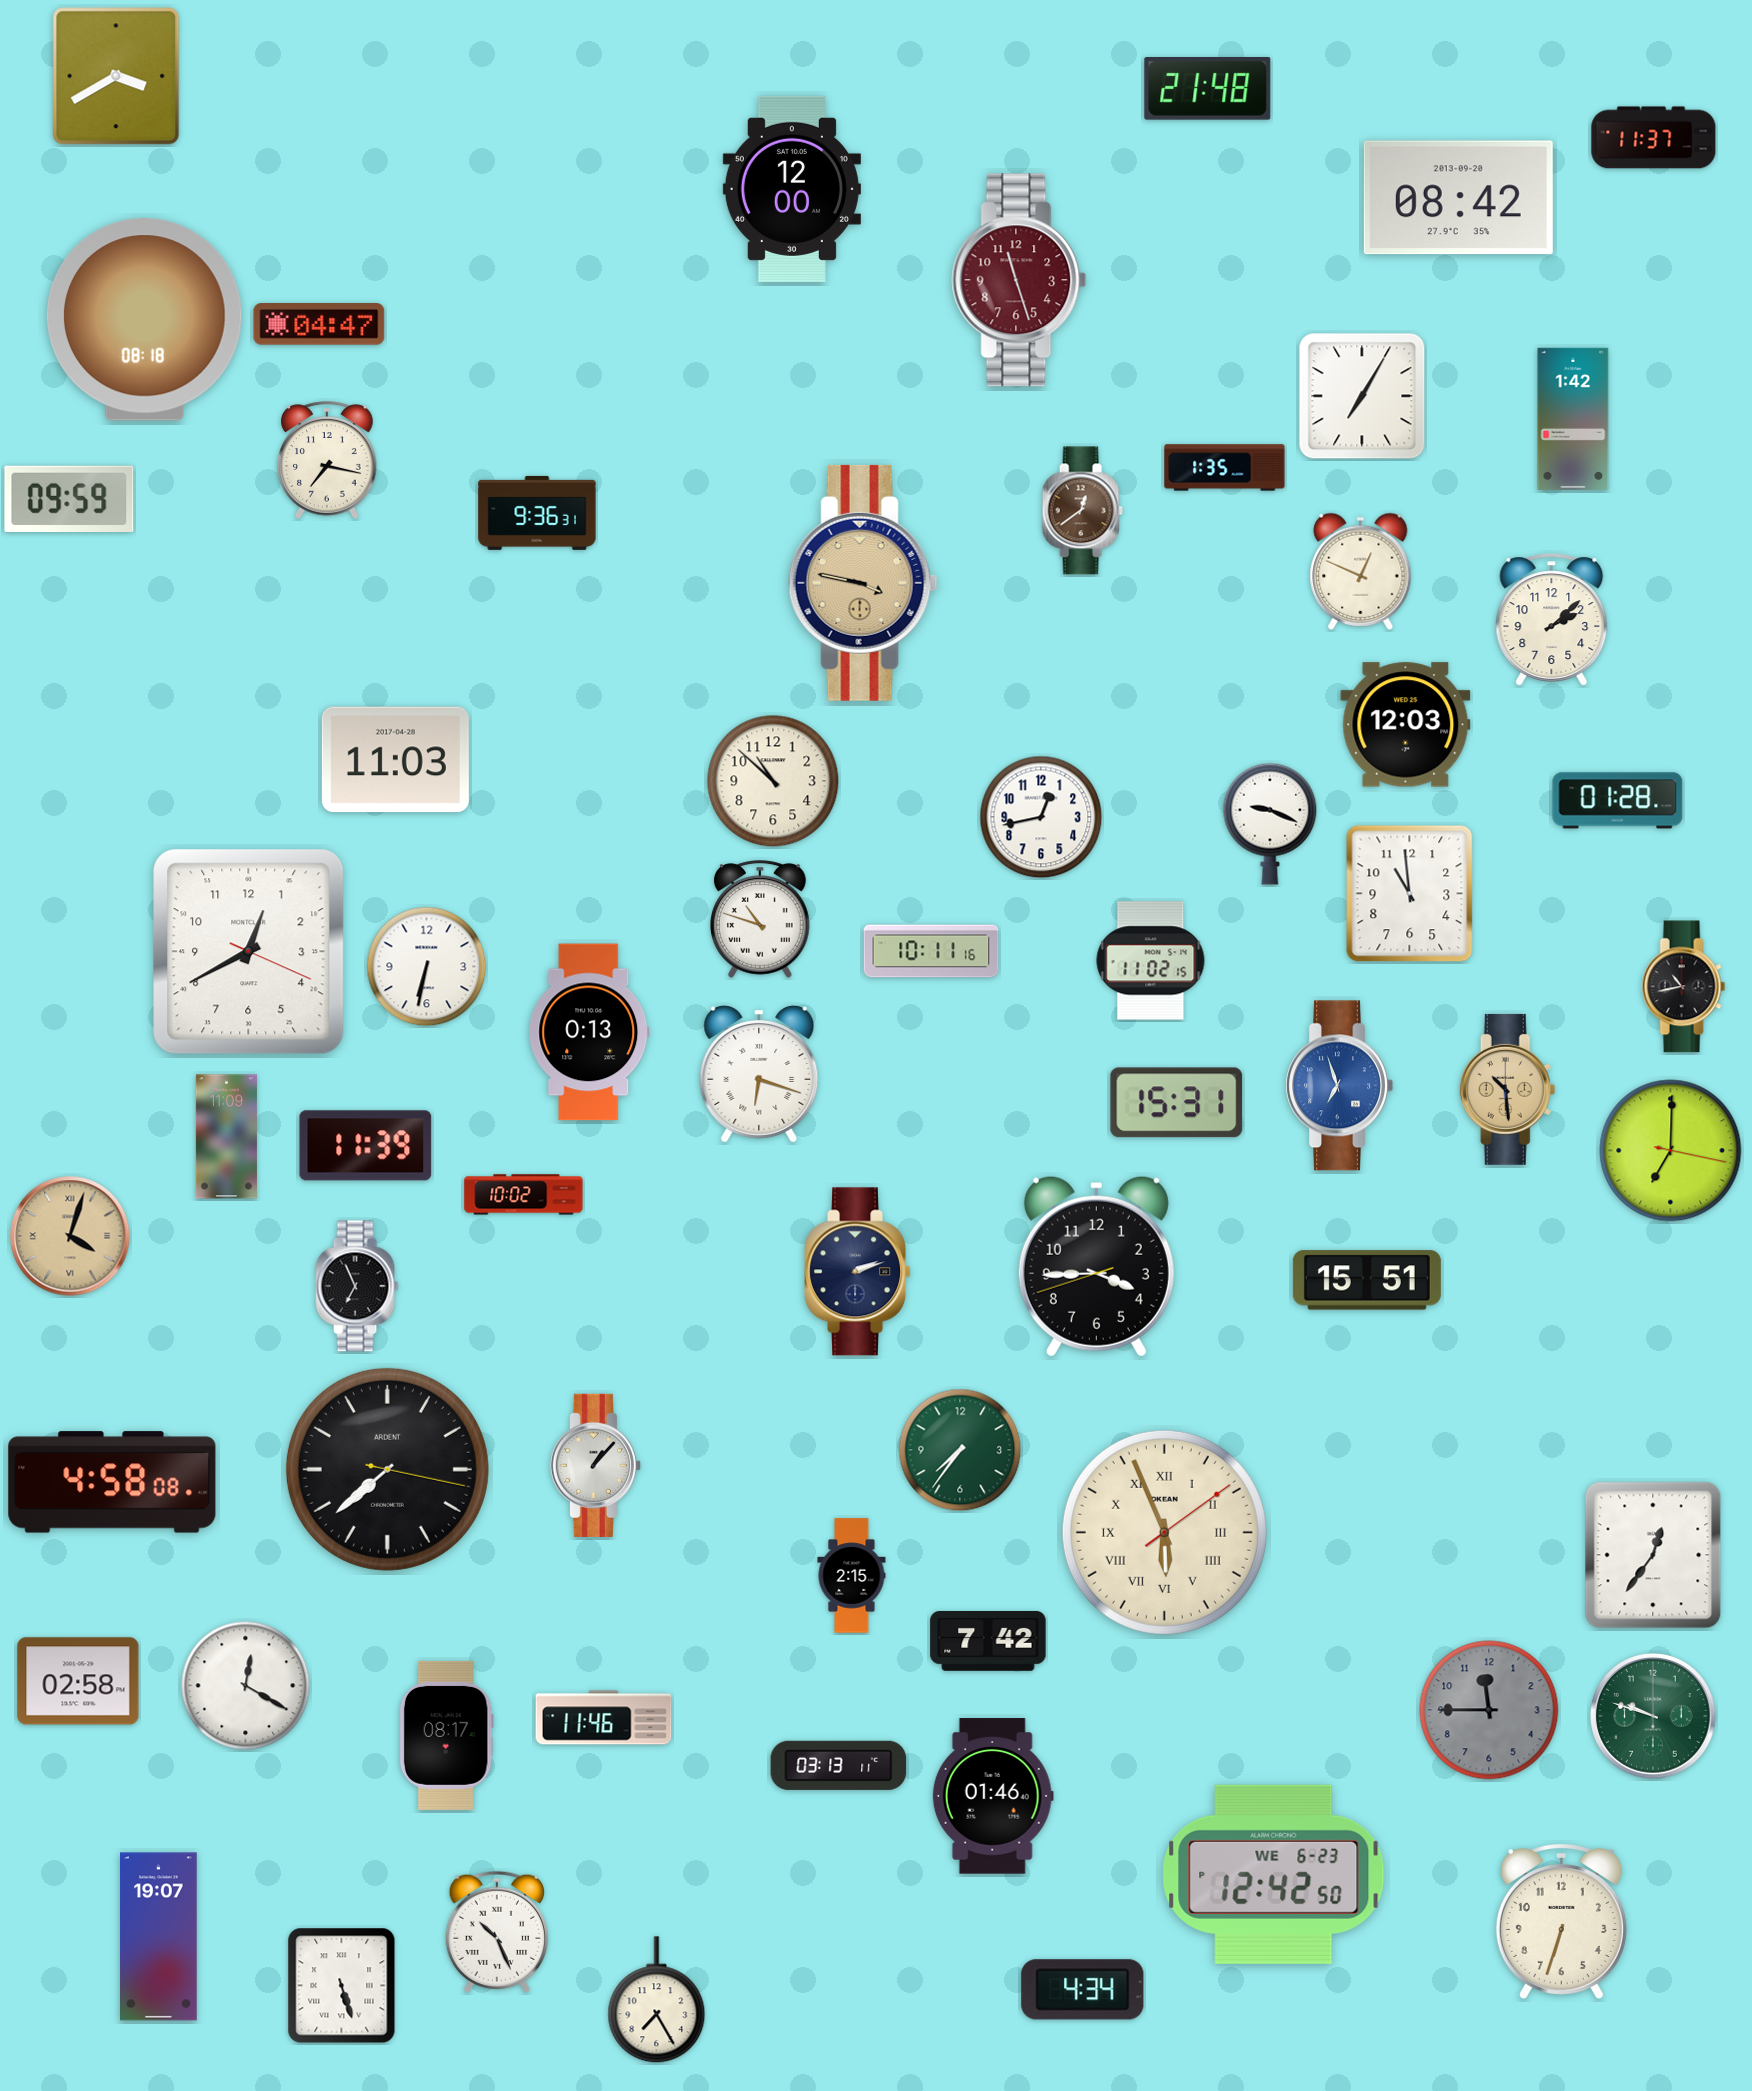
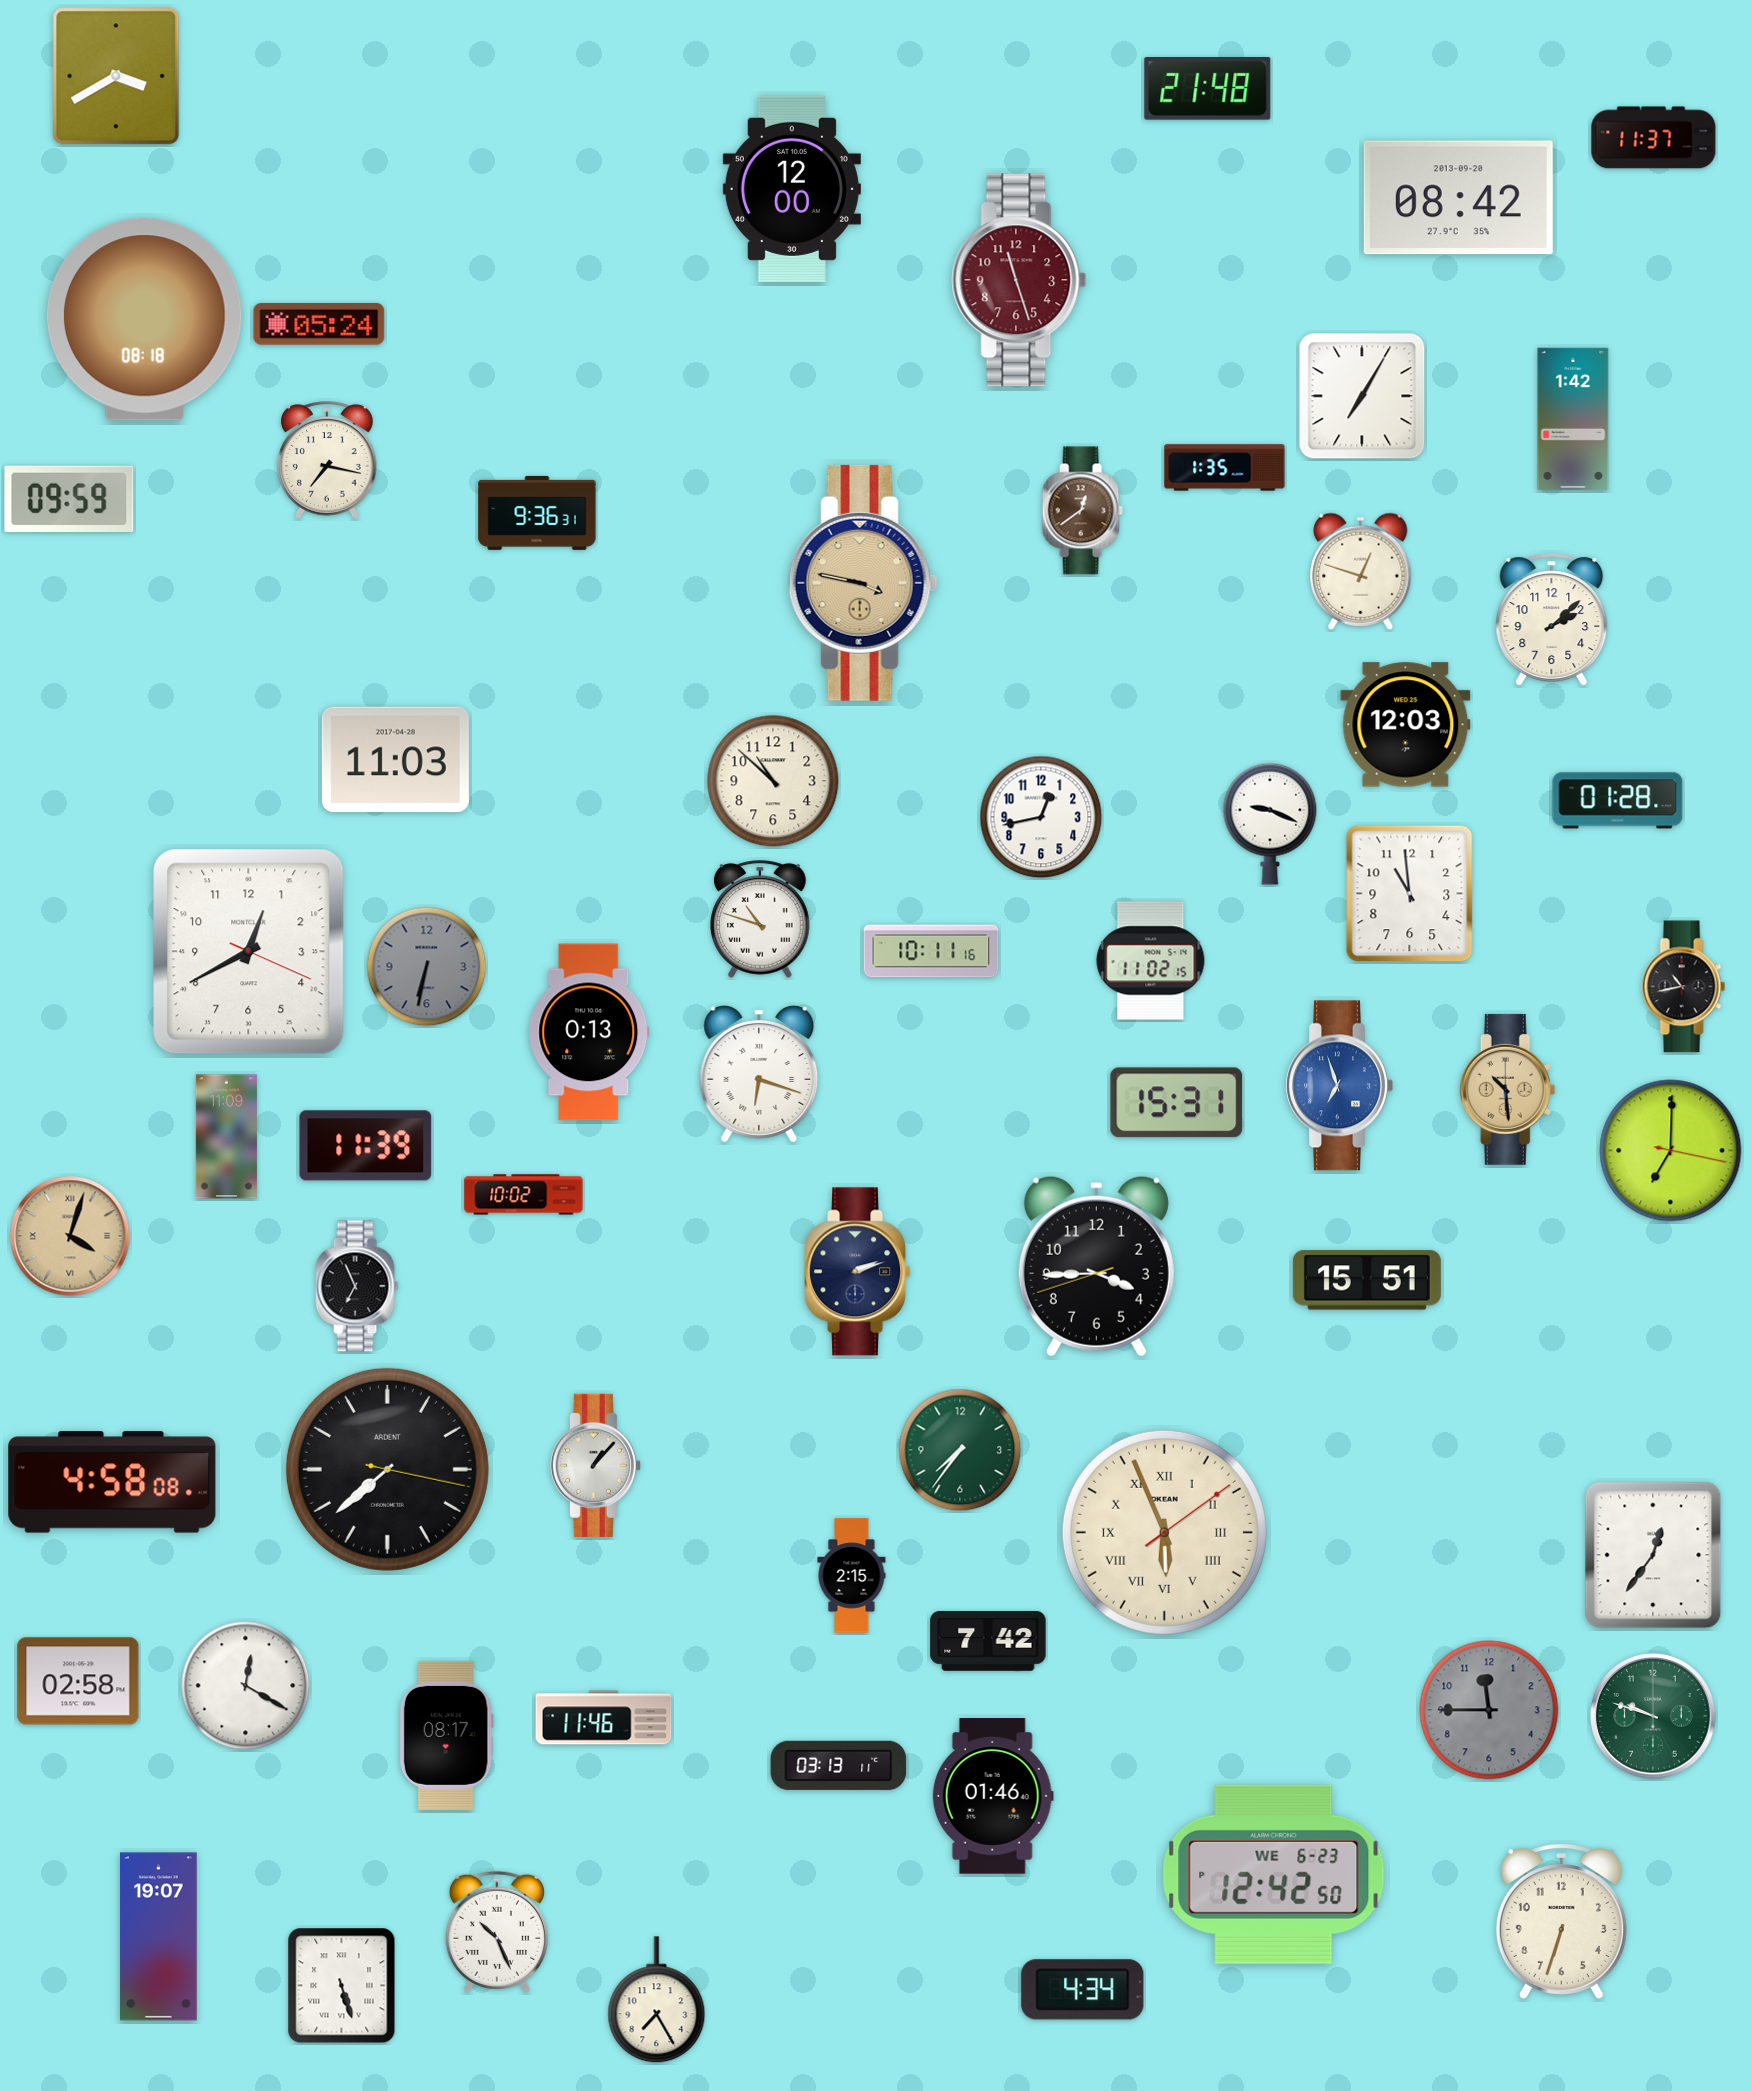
clock at (319, 324): 04:47 -> 05:24
clock at (1361, 571): 12:49 -> 12:48
clock at (427, 967) dial: white -> grey
